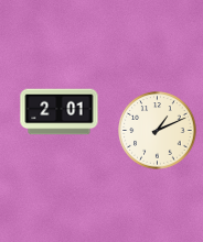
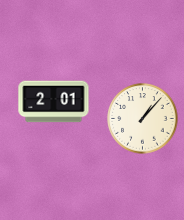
clock at (158, 131): 1:11 -> 1:07
